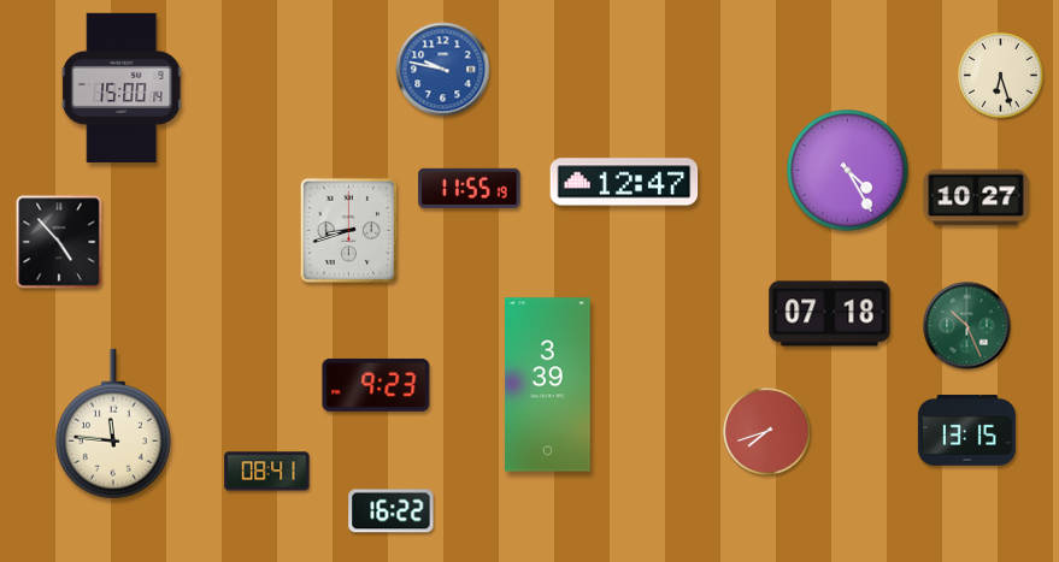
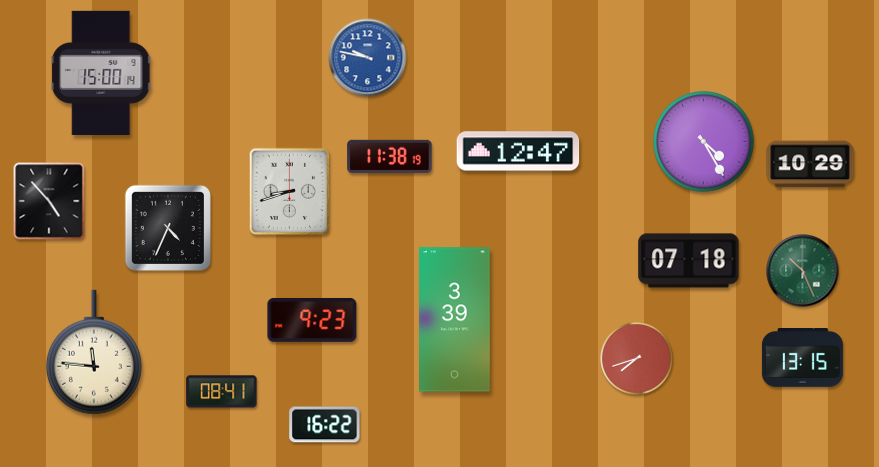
clock at (1001, 76): 6:27 -> none
clock at (470, 188): 11:55 -> 11:38
clock at (976, 197): 10:27 -> 10:29
clock at (168, 228): none -> 4:34
